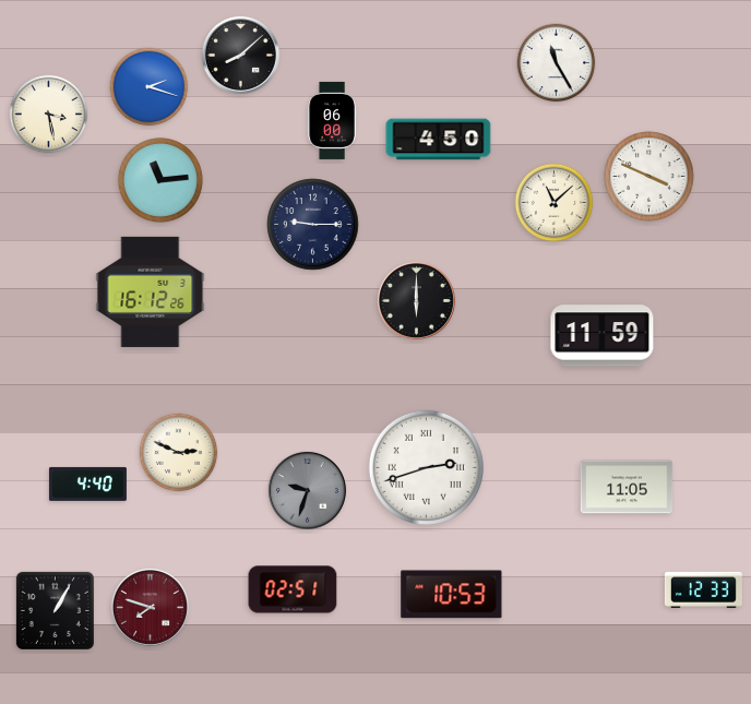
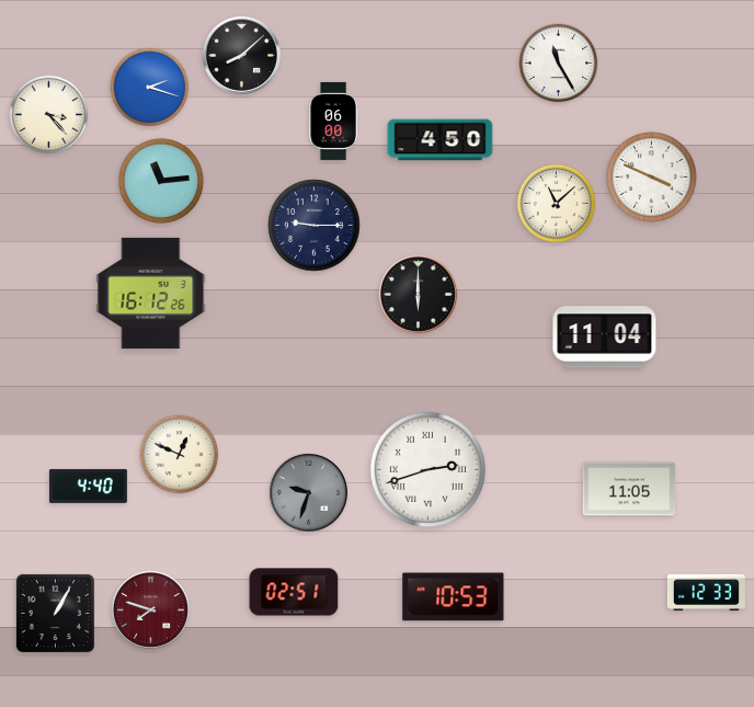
clock at (49, 115): 3:28 -> 3:23
clock at (416, 300) position: (416, 300) -> (418, 294)
clock at (603, 336): 11:59 -> 11:04
clock at (179, 453): 2:49 -> 12:49
